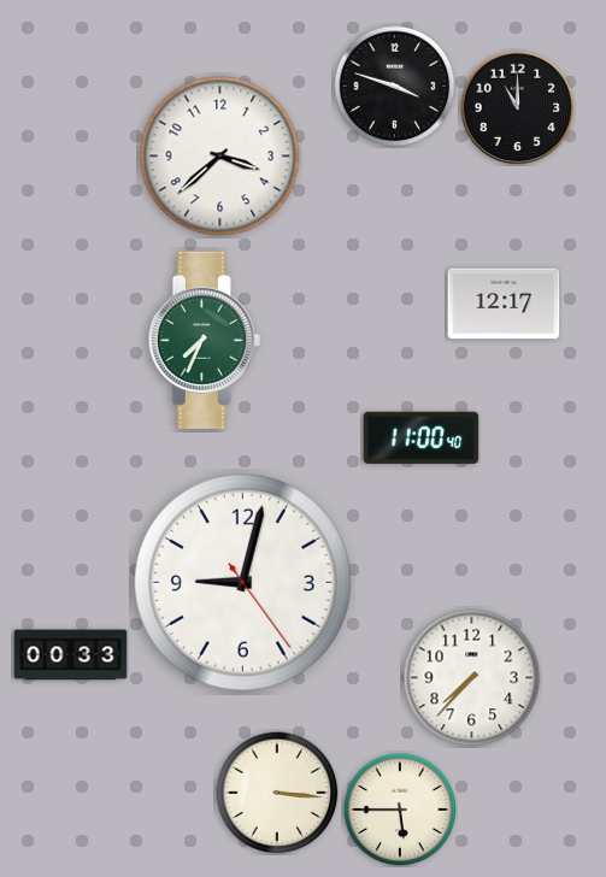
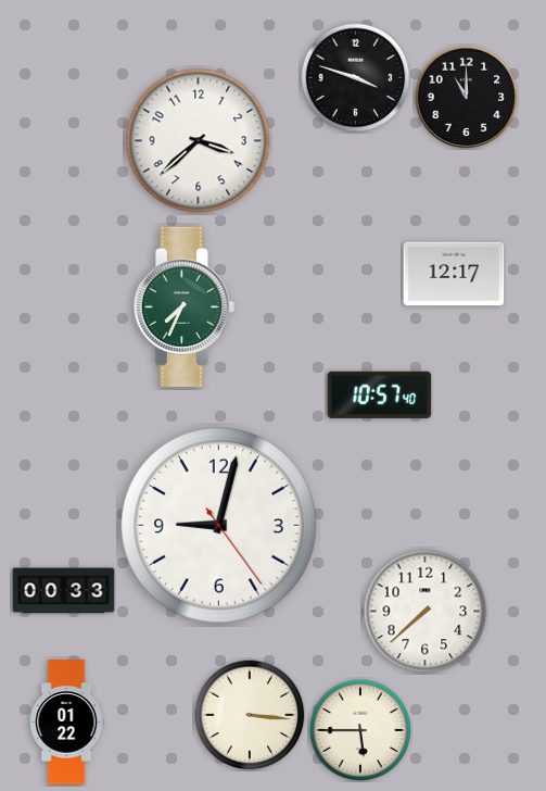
clock at (422, 437): 11:00 -> 10:57
clock at (472, 678): 7:37 -> 7:38
clock at (66, 723): none -> 01:22
